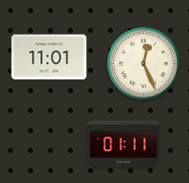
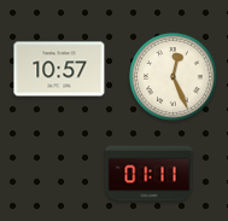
clock at (49, 57): 11:01 -> 10:57
